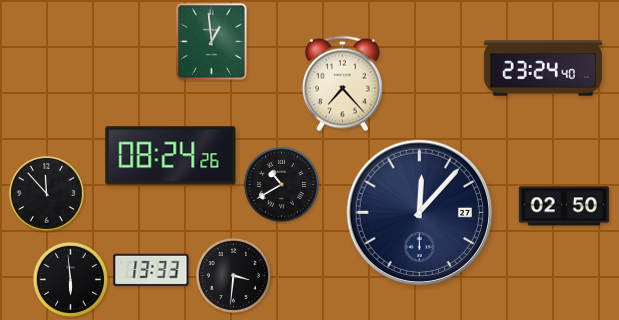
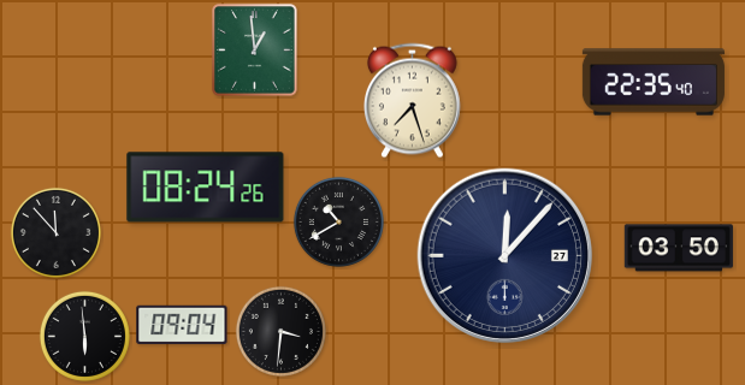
clock at (543, 68): 23:24 -> 22:35
clock at (342, 84): 7:23 -> 7:27
clock at (564, 206): 02:50 -> 03:50
clock at (151, 269): 13:33 -> 09:04
